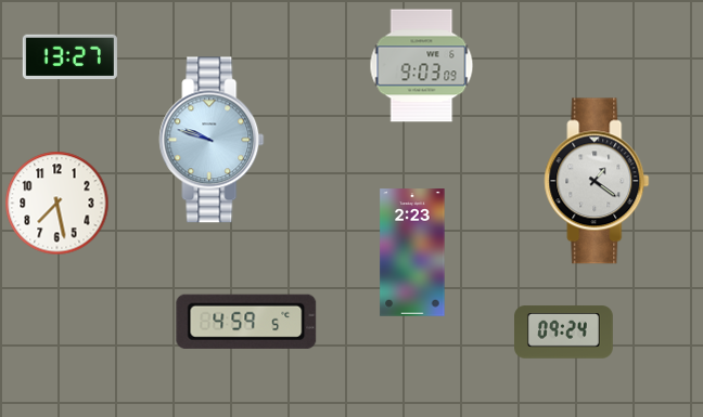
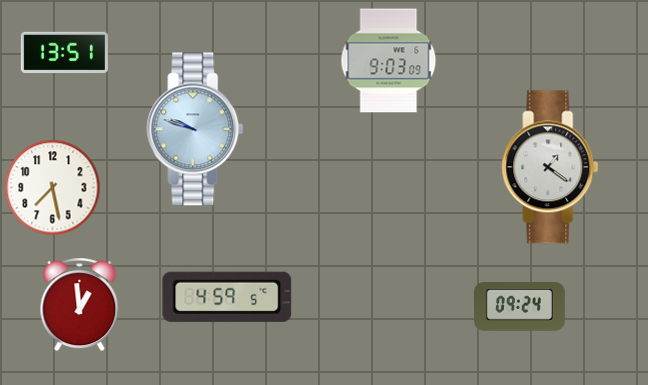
clock at (69, 57): 13:27 -> 13:51
clock at (412, 252): 2:23 -> none
clock at (80, 305): none -> 12:59
